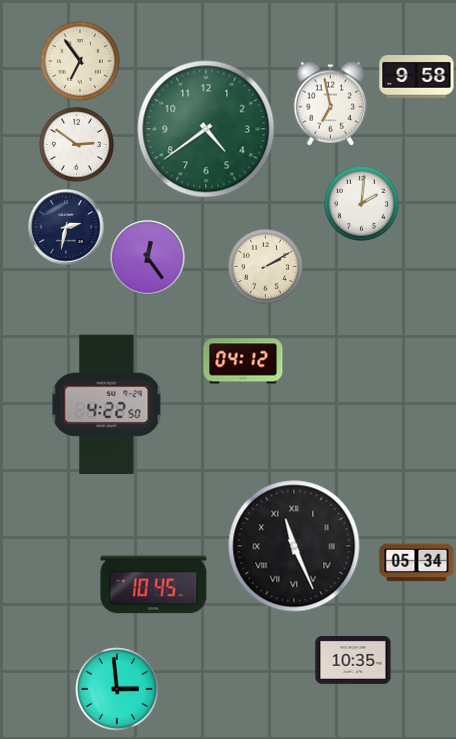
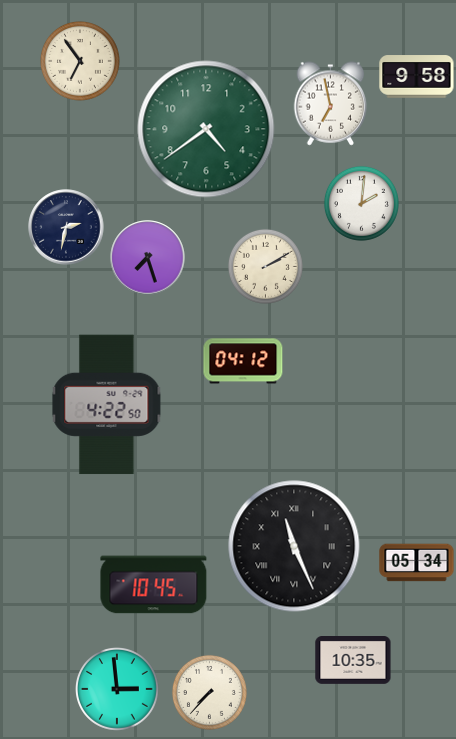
clock at (76, 144): 2:51 -> none
clock at (148, 258): 12:24 -> 7:27
clock at (209, 692): none -> 7:37
